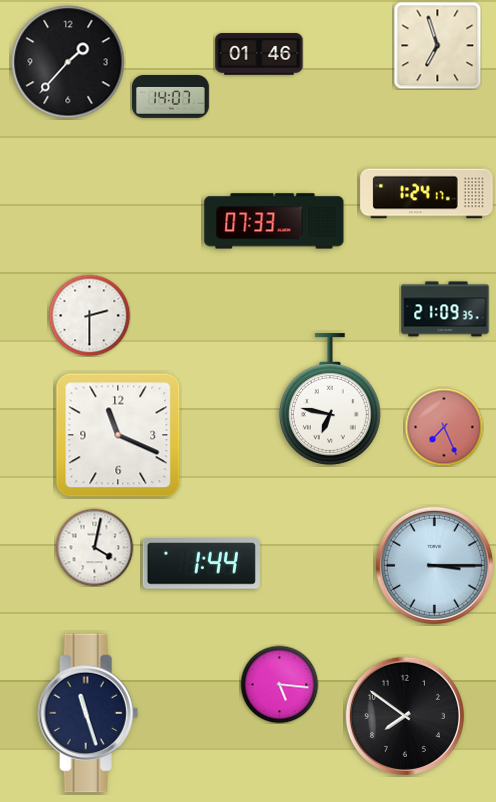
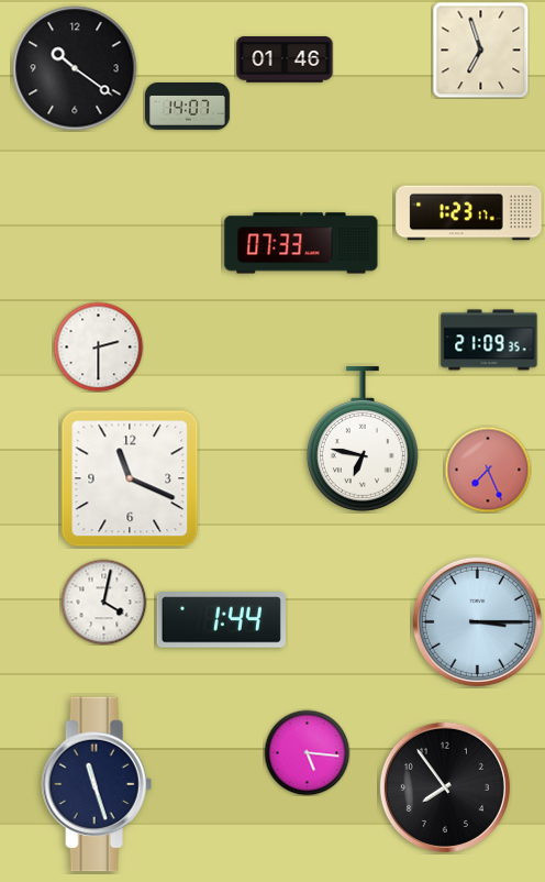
clock at (68, 62): 1:37 -> 10:21
clock at (427, 194): 1:24 -> 1:23
clock at (405, 716): 7:51 -> 7:54
